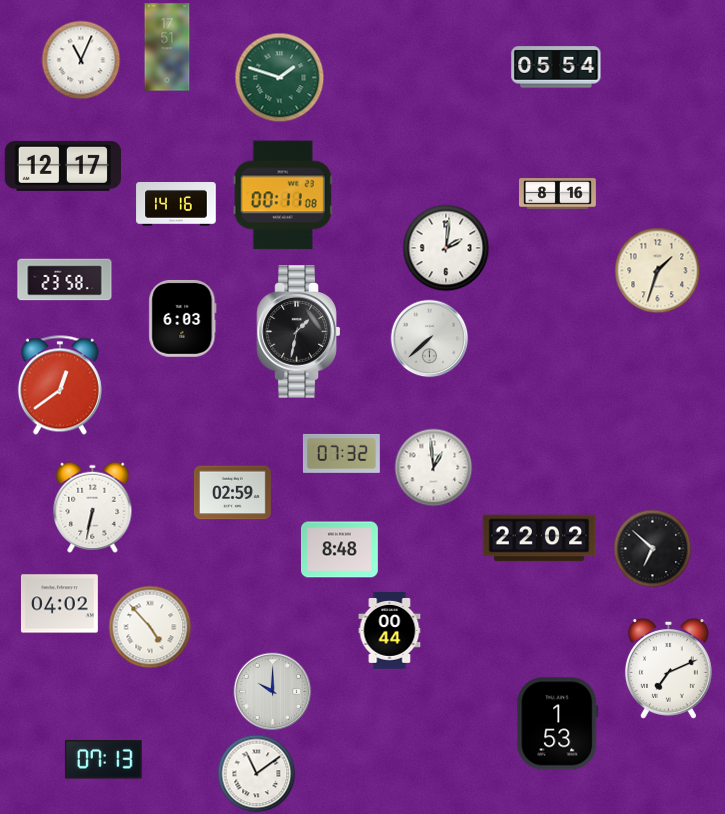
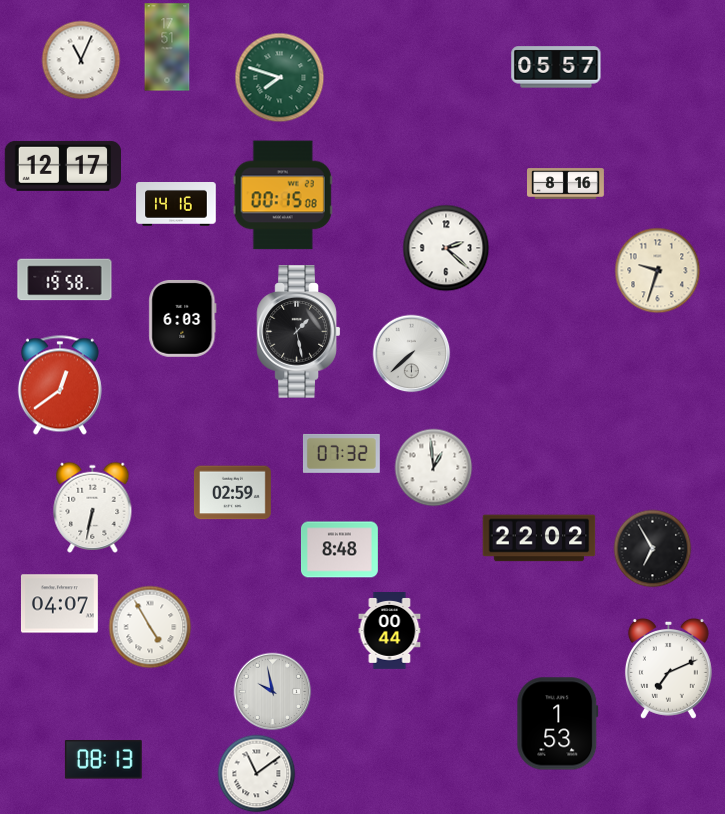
clock at (556, 67): 05:54 -> 05:57
clock at (279, 77): 1:48 -> 7:48
clock at (558, 194) position: (558, 194) -> (566, 184)
clock at (283, 195): 00:11 -> 00:15
clock at (446, 248): 2:01 -> 2:22
clock at (657, 270): 1:33 -> 9:33
clock at (65, 280): 23:58 -> 19:58
clock at (299, 332): 1:32 -> 1:28
clock at (429, 338) position: (429, 338) -> (411, 353)
clock at (652, 548): 6:52 -> 6:55
clock at (59, 604): 04:02 -> 04:07
clock at (150, 627): 4:53 -> 4:55
clock at (272, 691): 10:00 -> 9:58
clock at (103, 760): 07:13 -> 08:13
